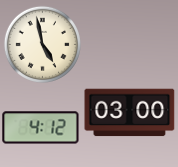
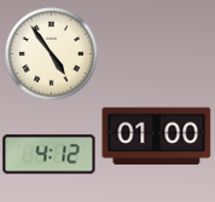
clock at (42, 44): 4:58 -> 4:54
clock at (130, 113): 03:00 -> 01:00
